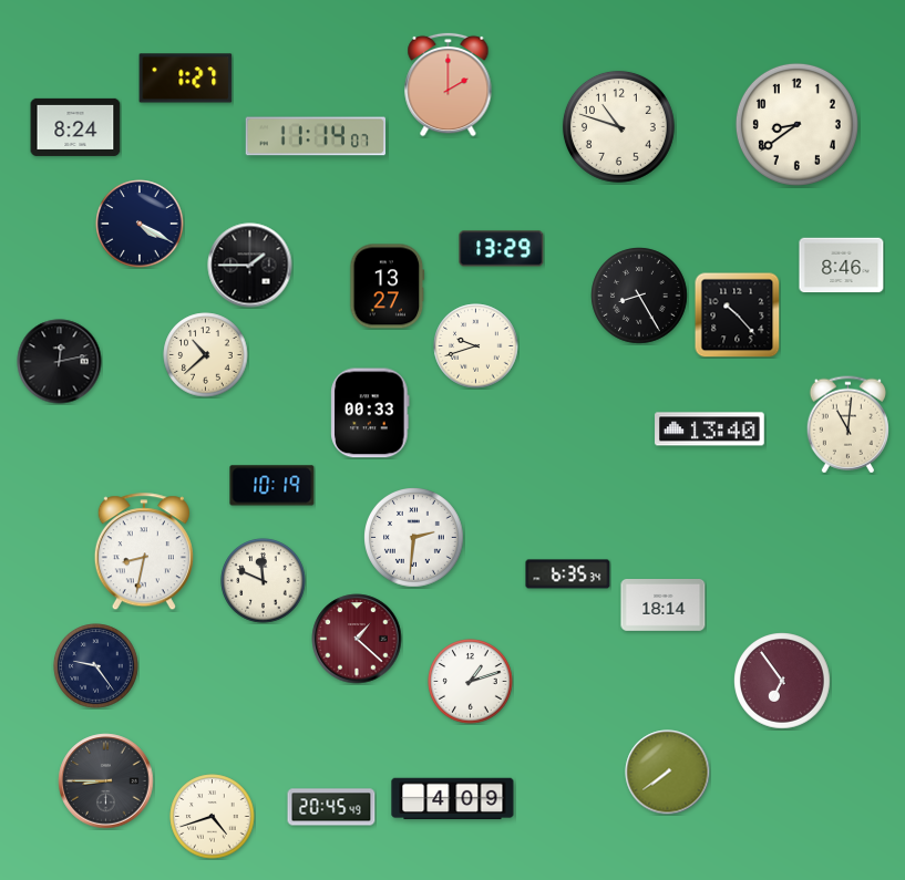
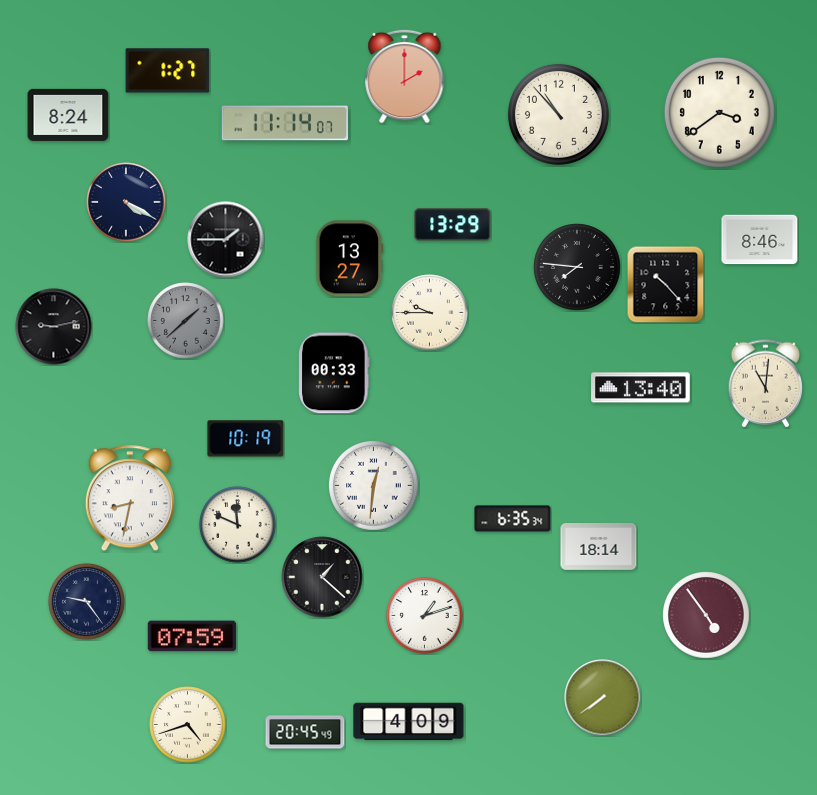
clock at (796, 124): 8:39 -> 3:39
clock at (618, 126): 10:48 -> 10:53
clock at (639, 296): 8:25 -> 7:46
clock at (476, 346): 9:42 -> 9:45
clock at (206, 355): 10:38 -> 1:38
clock at (206, 355) dial: cream -> grey
clock at (60, 362): 12:13 -> 9:13
clock at (414, 538): 2:31 -> 12:31
clock at (357, 639) dial: burgundy -> black
clock at (782, 681): 6:54 -> 4:54
clock at (192, 636): none -> 07:59
clock at (106, 781): 8:45 -> none
clock at (331, 807) position: (331, 807) -> (305, 732)
clock at (213, 817) position: (213, 817) -> (188, 725)
